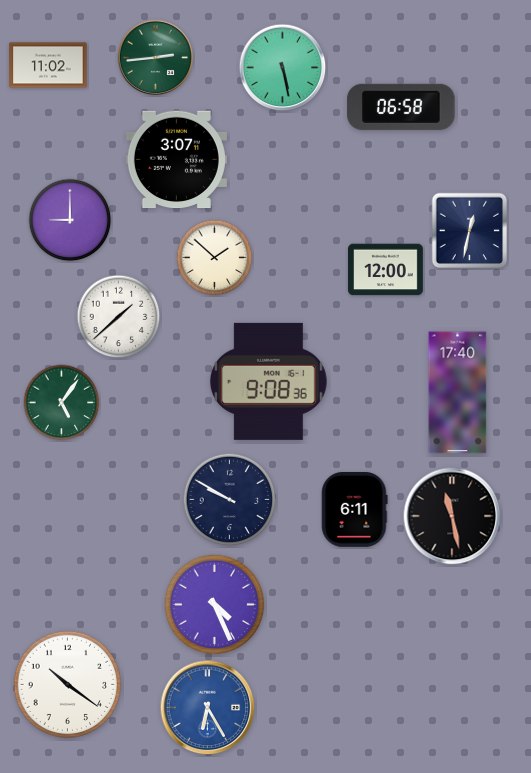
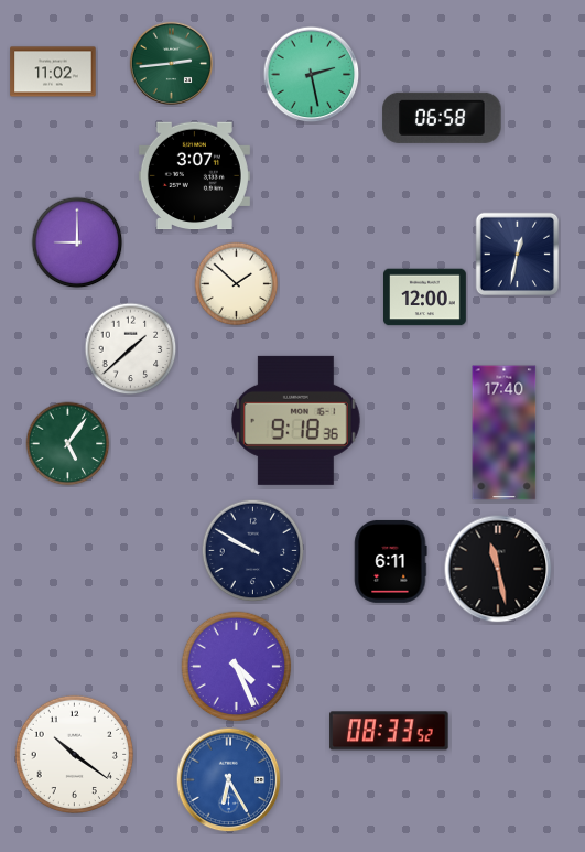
clock at (283, 68): 5:28 -> 2:28
clock at (268, 381): 9:08 -> 9:18
clock at (389, 731): none -> 08:33
